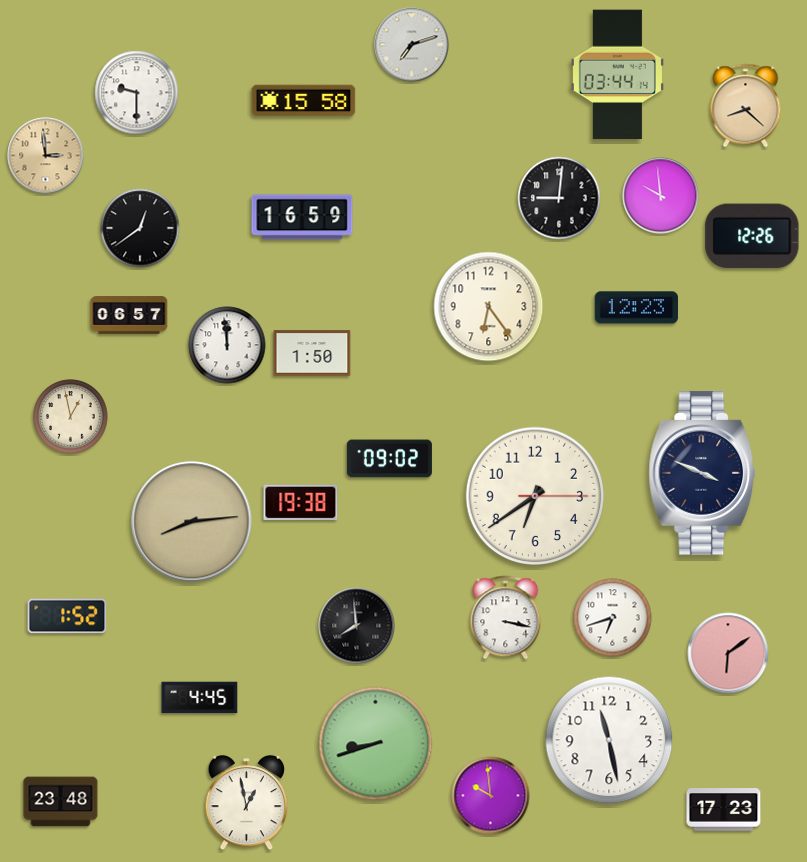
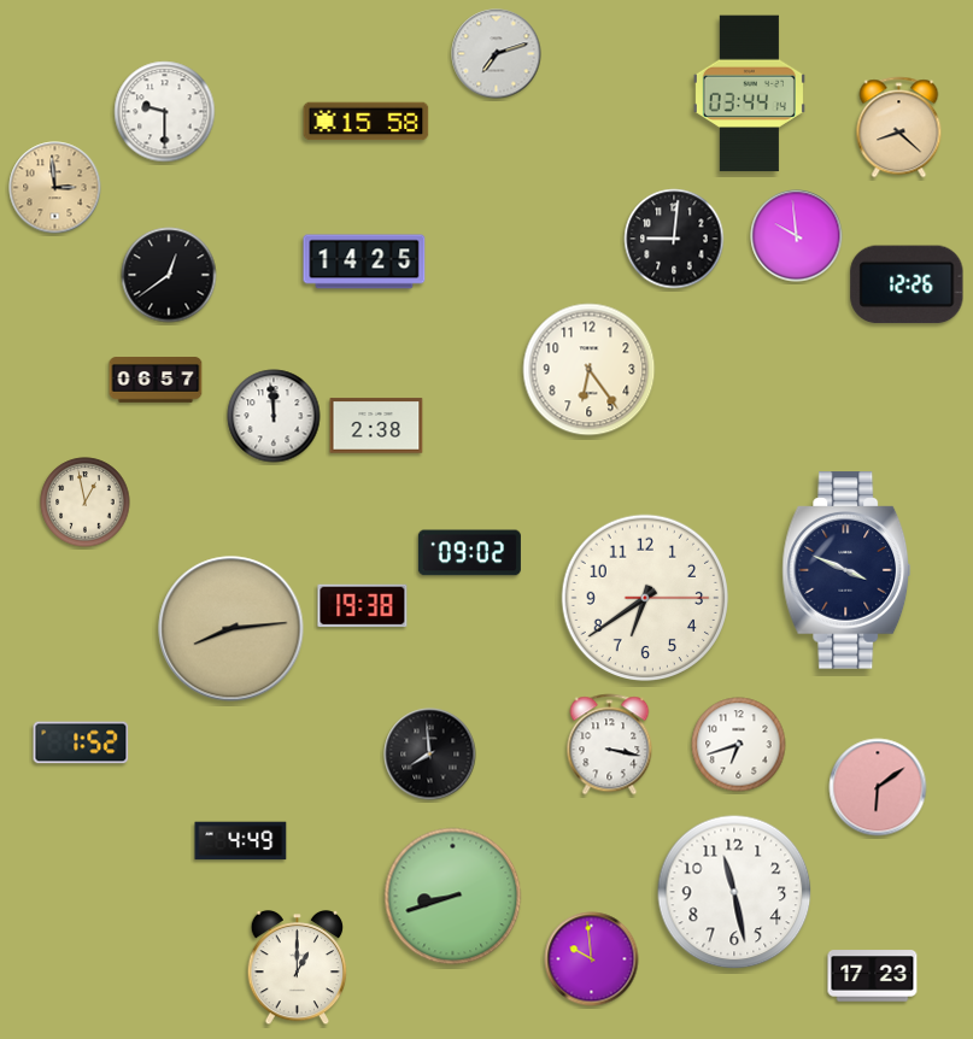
clock at (617, 75) position: (617, 75) -> (749, 94)
clock at (302, 217): 16:59 -> 14:25
clock at (636, 308): 12:23 -> none
clock at (312, 353): 1:50 -> 2:38
clock at (200, 698): 4:45 -> 4:49
clock at (61, 802): 23:48 -> none
clock at (247, 803): 12:58 -> 1:00
